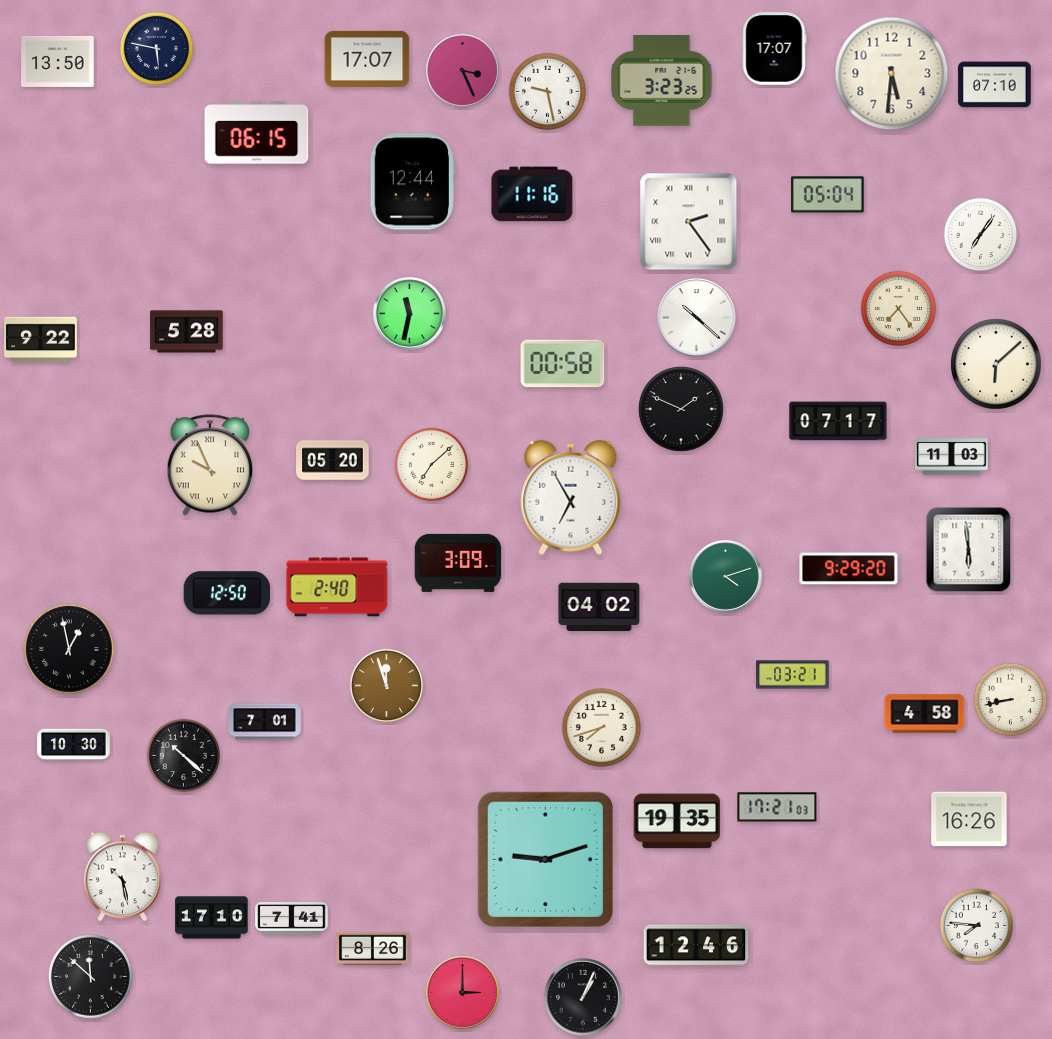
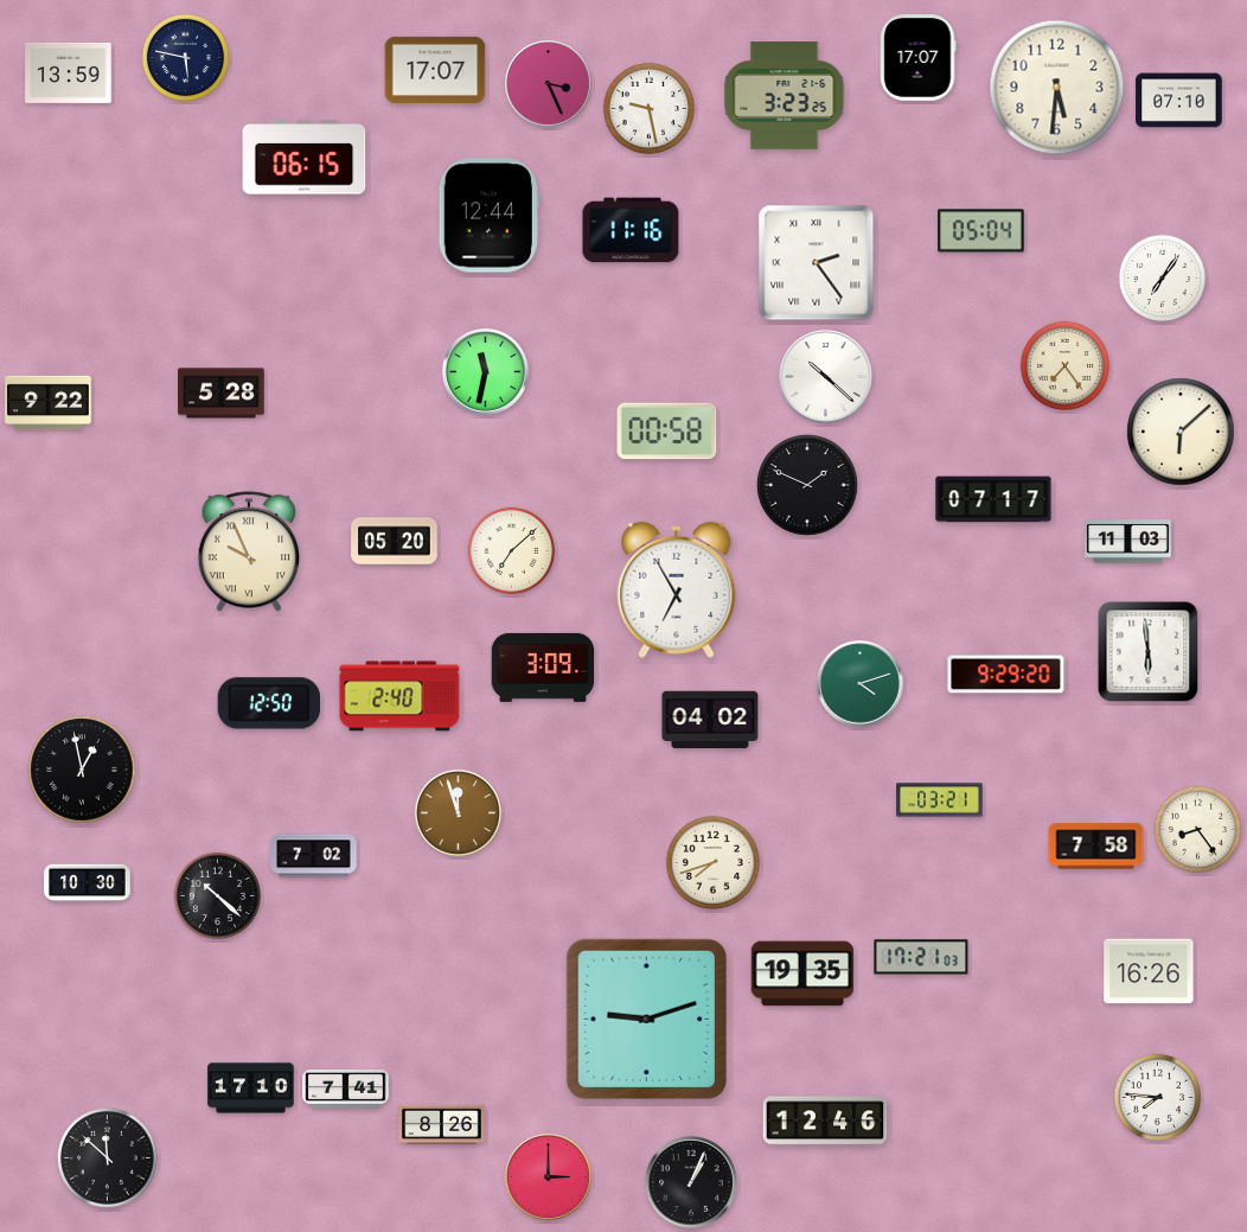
clock at (58, 61): 13:50 -> 13:59
clock at (333, 461) position: (333, 461) -> (395, 542)
clock at (1011, 700): 8:43 -> 8:24
clock at (925, 714): 4:58 -> 7:58
clock at (265, 722): 7:01 -> 7:02
clock at (123, 877): 10:28 -> none
